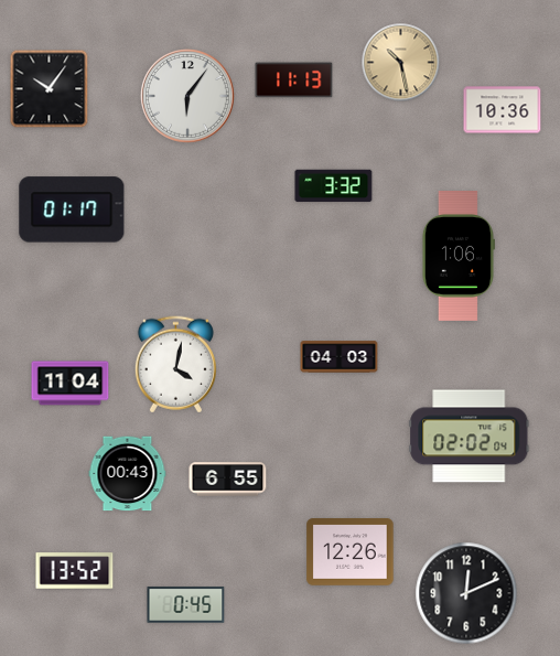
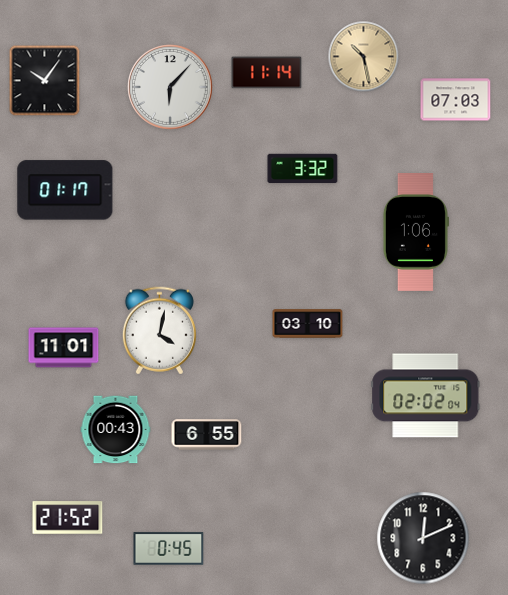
clock at (294, 80): 11:13 -> 11:14
clock at (189, 97): 6:06 -> 6:07
clock at (503, 110): 10:36 -> 07:03
clock at (340, 357): 04:03 -> 03:10
clock at (71, 384): 11:04 -> 11:01
clock at (351, 552): 12:26 -> none
clock at (75, 571): 13:52 -> 21:52
